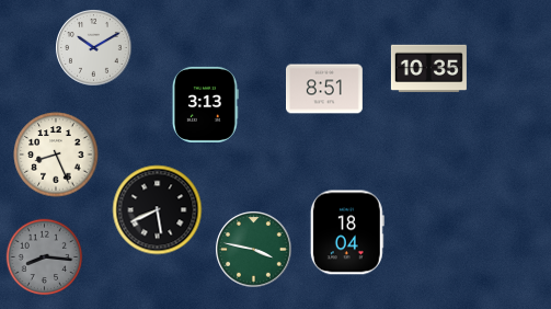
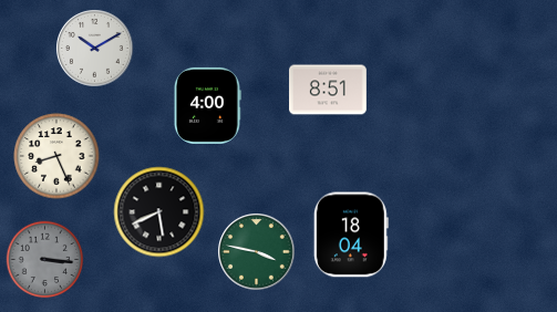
clock at (428, 69): 10:35 -> none
clock at (205, 104): 3:13 -> 4:00
clock at (45, 257): 8:16 -> 3:16
